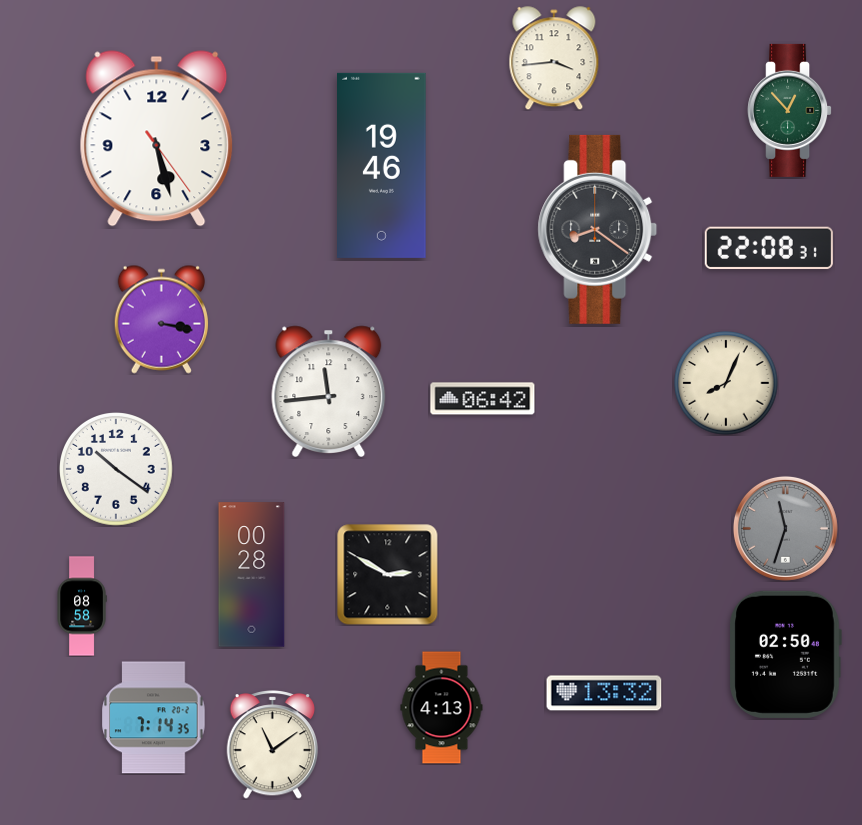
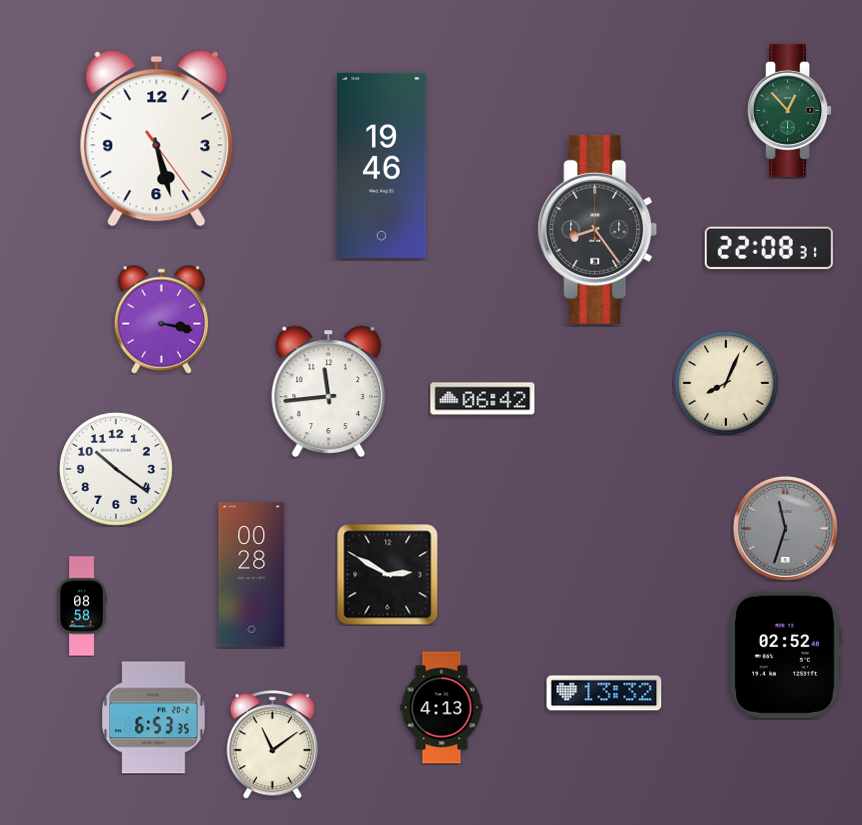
clock at (554, 58): 3:44 -> none
clock at (598, 229): 8:21 -> 8:24
clock at (785, 654): 02:50 -> 02:52
clock at (154, 718): 7:14 -> 6:53
